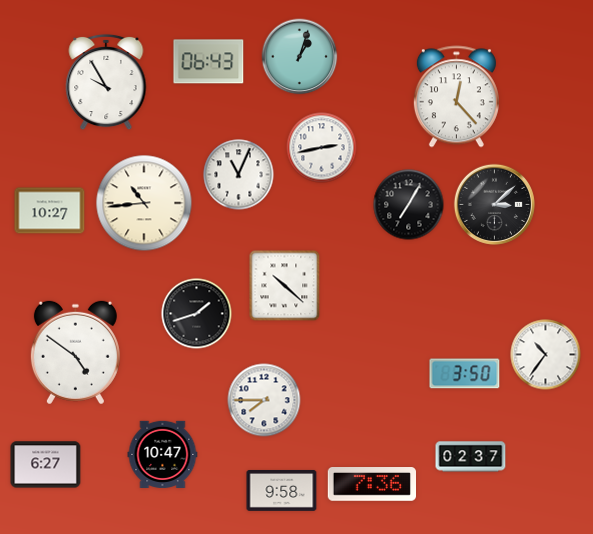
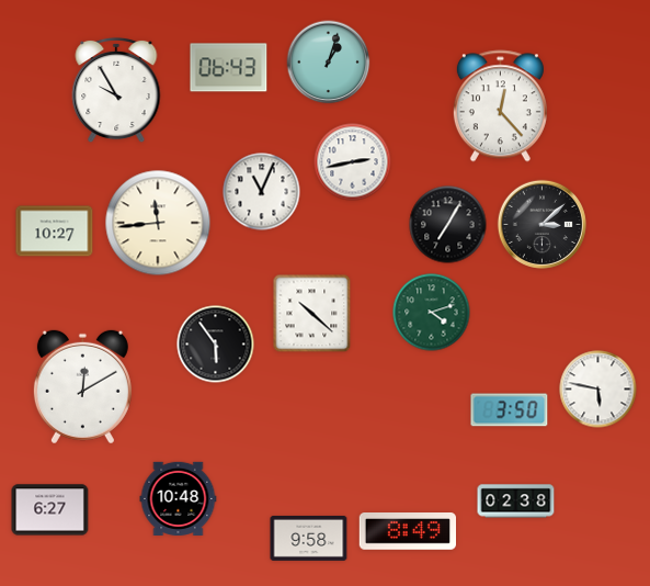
clock at (144, 203): 10:44 -> 11:44
clock at (432, 313): none -> 4:12
clock at (197, 314): 1:42 -> 5:54
clock at (75, 353): 4:51 -> 12:10
clock at (546, 355): 10:36 -> 5:47
clock at (264, 400): 7:45 -> none
clock at (163, 454): 10:47 -> 10:48
clock at (471, 457): 02:37 -> 02:38
clock at (371, 485): 7:36 -> 8:49
